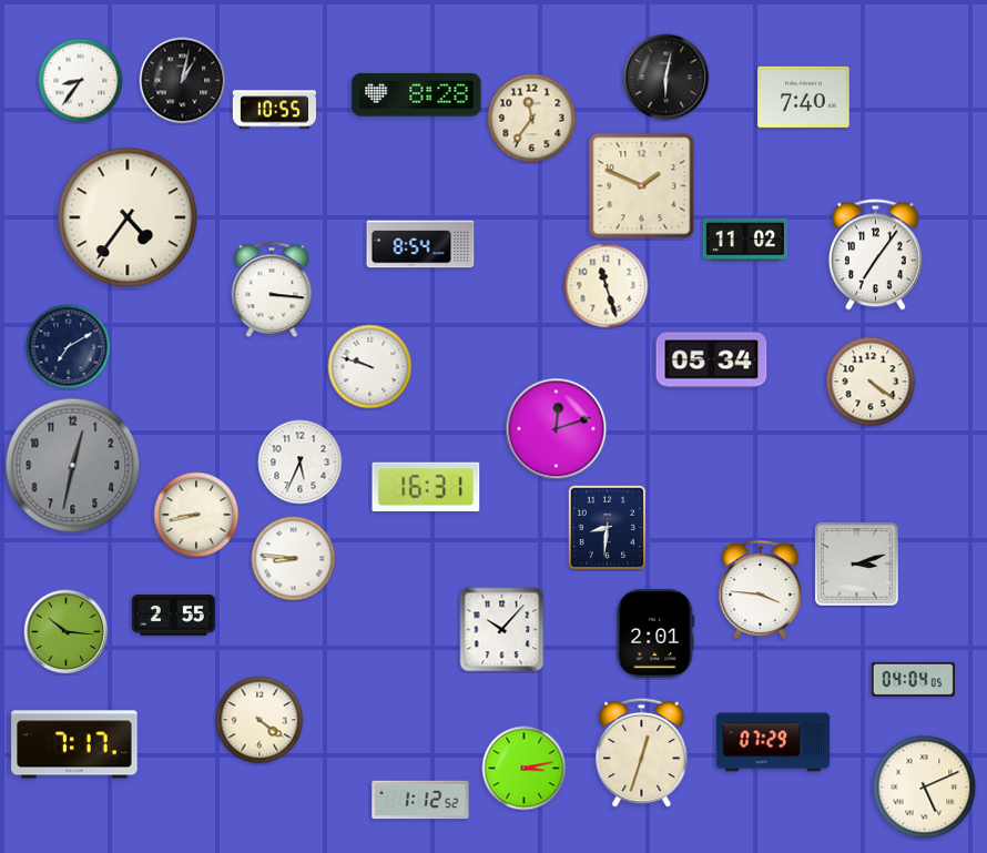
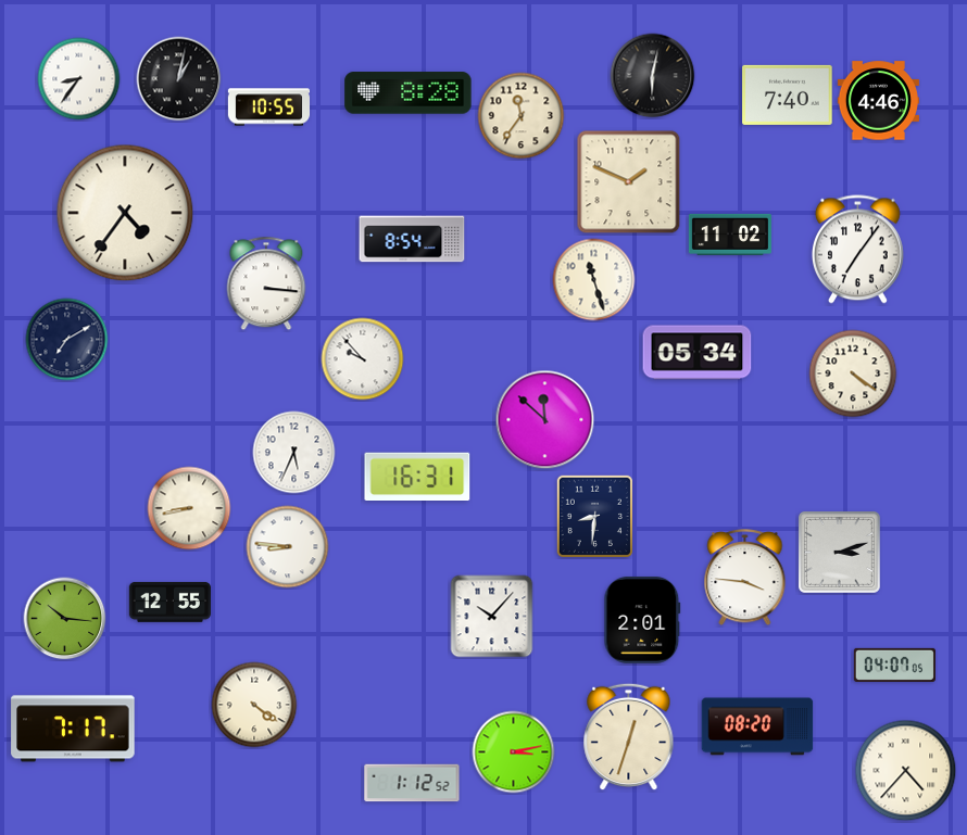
clock at (878, 101): none -> 4:46
clock at (370, 367): 9:48 -> 9:53
clock at (557, 429): 12:12 -> 11:52
clock at (73, 466): 12:32 -> none
clock at (196, 515) position: (196, 515) -> (189, 508)
clock at (173, 615): 2:55 -> 12:55
clock at (913, 679): 04:04 -> 04:07
clock at (773, 742): 07:29 -> 08:20
clock at (925, 788): 5:11 -> 4:37
